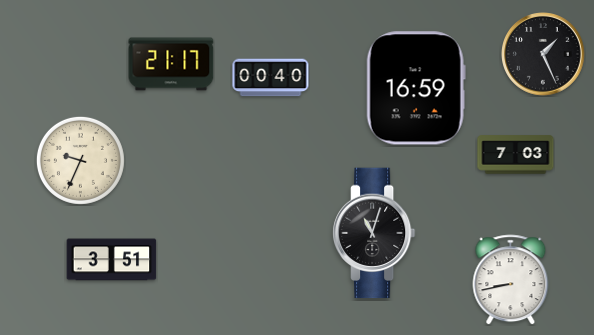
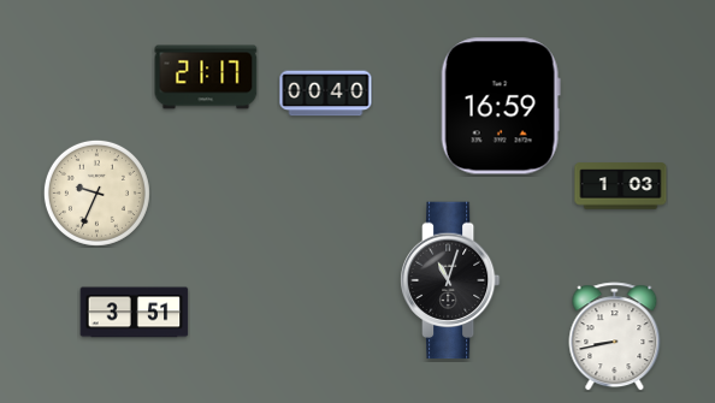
clock at (544, 55): 1:26 -> none
clock at (516, 155): 7:03 -> 1:03
